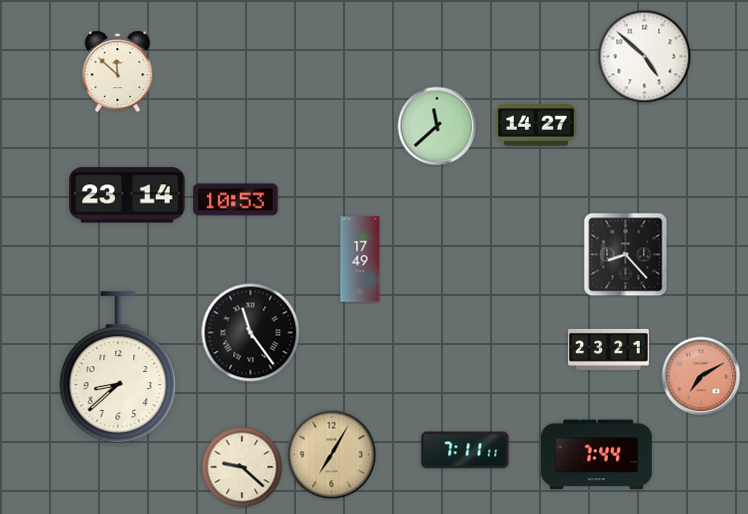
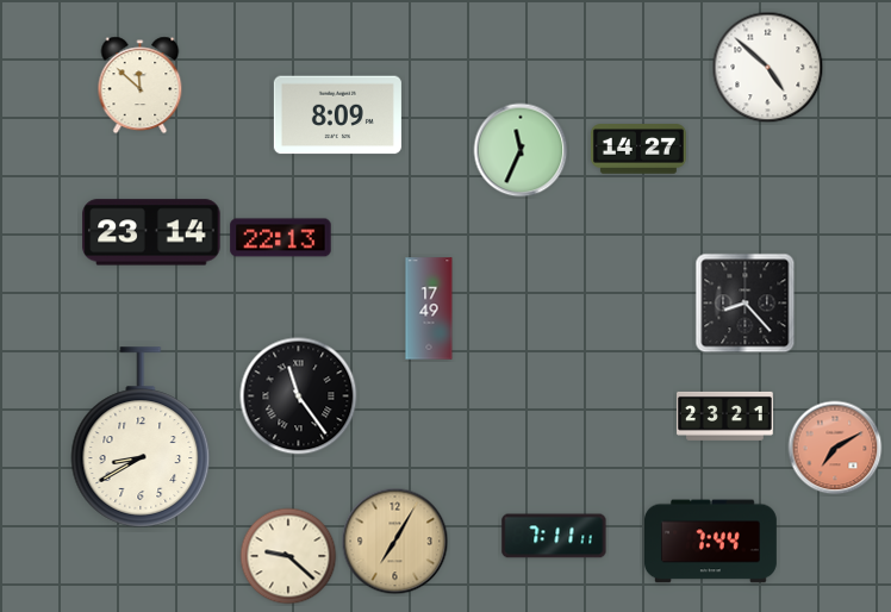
clock at (337, 115): none -> 8:09
clock at (437, 126): 11:38 -> 11:34
clock at (236, 200): 10:53 -> 22:13
clock at (118, 367): 8:38 -> 8:40
